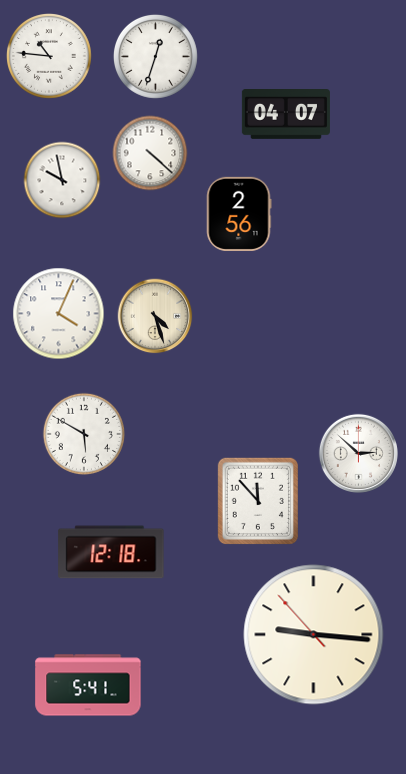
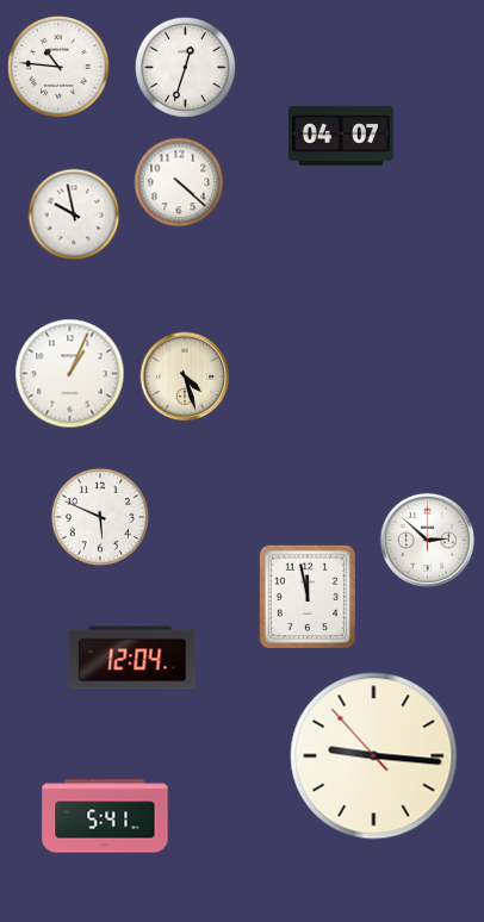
clock at (239, 214): 2:56 -> none
clock at (59, 314): 4:04 -> 1:04
clock at (84, 434): 5:50 -> 5:49
clock at (258, 500): 11:53 -> 11:58
clock at (111, 552): 12:18 -> 12:04
